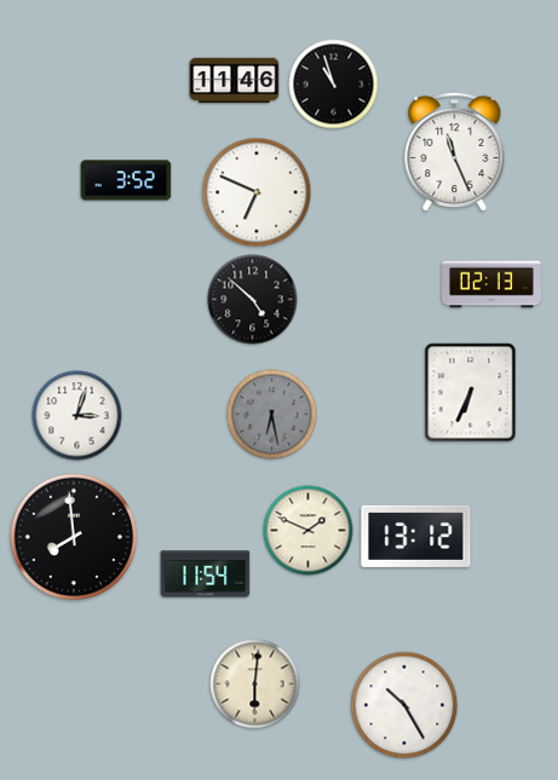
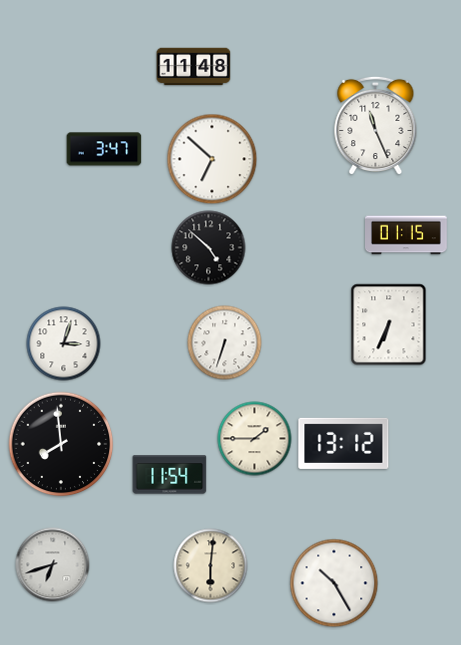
clock at (235, 81): 11:46 -> 11:48
clock at (334, 85): 10:57 -> none
clock at (126, 180): 3:52 -> 3:47
clock at (257, 192): 6:49 -> 6:52
clock at (493, 284): 02:13 -> 01:15
clock at (272, 415): 6:28 -> 6:33
clock at (272, 415) dial: grey -> white
clock at (309, 531): 1:49 -> 1:45
clock at (53, 565): none -> 6:42
